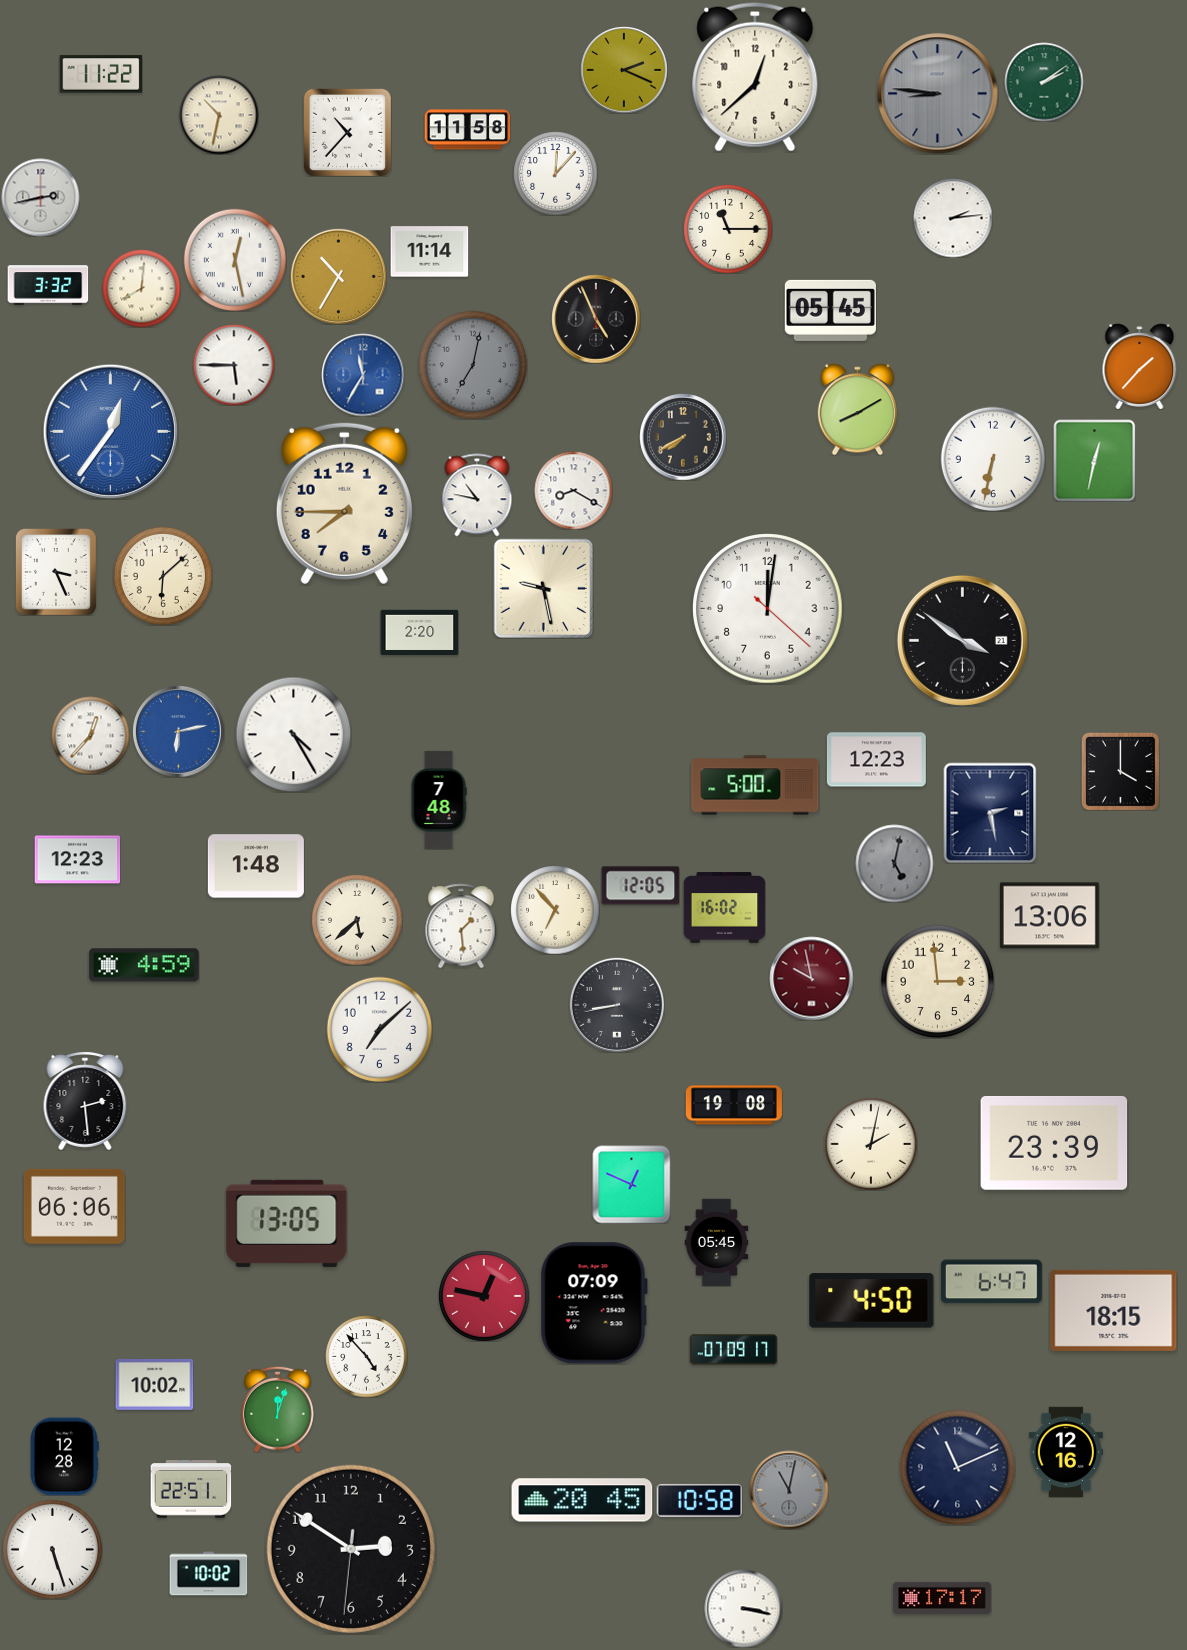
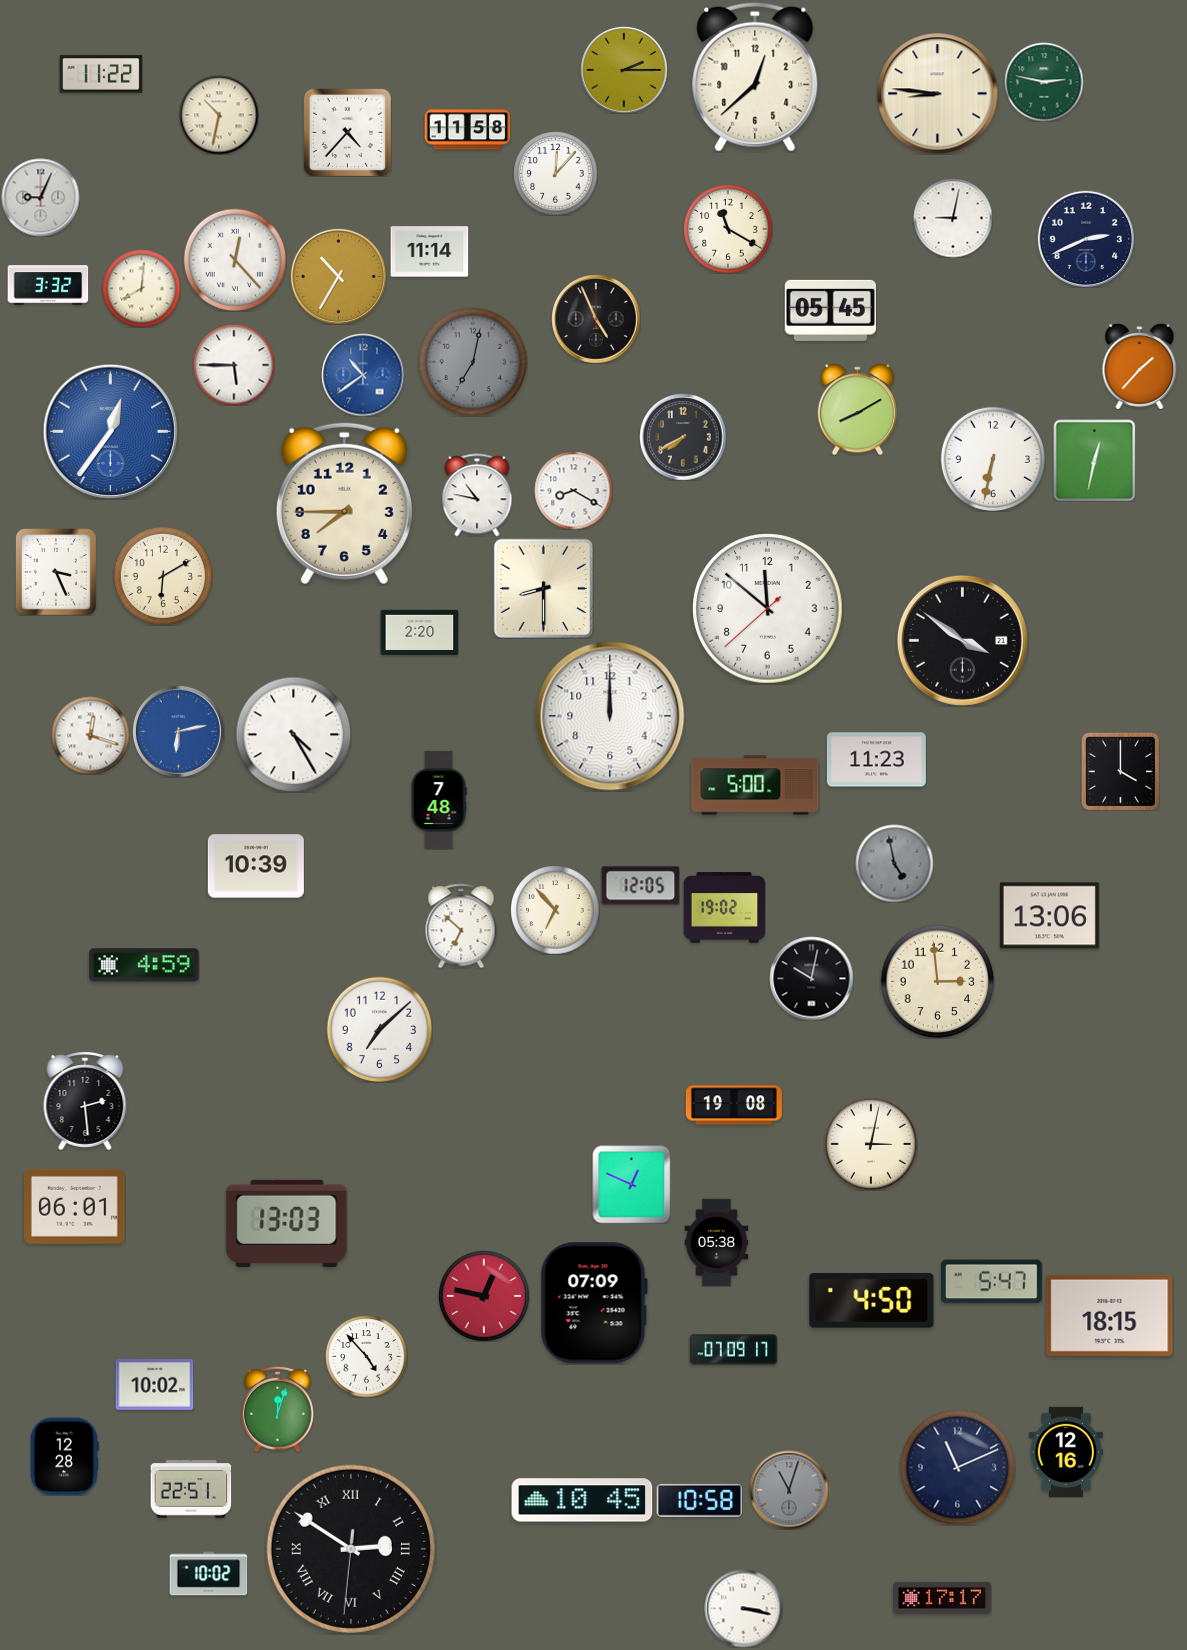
clock at (624, 70): 2:19 -> 2:15
clock at (1044, 82): 2:09 -> 2:47
clock at (938, 94) dial: grey -> cream
clock at (347, 132): 10:37 -> 4:37
clock at (40, 197): 2:43 -> 9:04
clock at (953, 218): 2:14 -> 9:02
clock at (728, 229): 11:15 -> 11:20
clock at (1086, 239): none -> 2:41
clock at (235, 260): 12:28 -> 12:23
clock at (473, 365) position: (473, 365) -> (473, 362)
clock at (363, 375): 11:35 -> 10:39
clock at (163, 576): 6:08 -> 6:10
clock at (543, 588): 9:28 -> 8:30
clock at (768, 609): 12:01 -> 11:51
clock at (610, 716): none -> 12:00
clock at (90, 735): 12:37 -> 12:18
clock at (876, 760): 12:23 -> 11:23
clock at (990, 813): 2:28 -> none
clock at (77, 860): 12:23 -> none
clock at (894, 863): 5:02 -> 4:58
clock at (256, 866): 1:48 -> 10:39
clock at (724, 908): 16:02 -> 19:02
clock at (357, 920): 5:38 -> none
clock at (461, 926): 1:29 -> 6:52
clock at (811, 978): 9:58 -> 10:02
clock at (811, 978) dial: burgundy -> black
clock at (617, 1005): 8:43 -> none
clock at (1054, 1143): 23:39 -> none
clock at (871, 1144): 2:02 -> 3:02
clock at (74, 1206): 06:06 -> 06:01
clock at (287, 1223): 13:05 -> 13:03
clock at (717, 1242): 05:45 -> 05:38
clock at (991, 1282): 6:47 -> 5:47
clock at (1114, 1310) position: (1114, 1310) -> (1110, 1315)
clock at (789, 1490): 11:02 -> 11:03
clock at (582, 1500): 20:45 -> 10:45
clock at (52, 1549): 5:27 -> none
clock at (351, 1549) numerals: Arabic -> Roman
